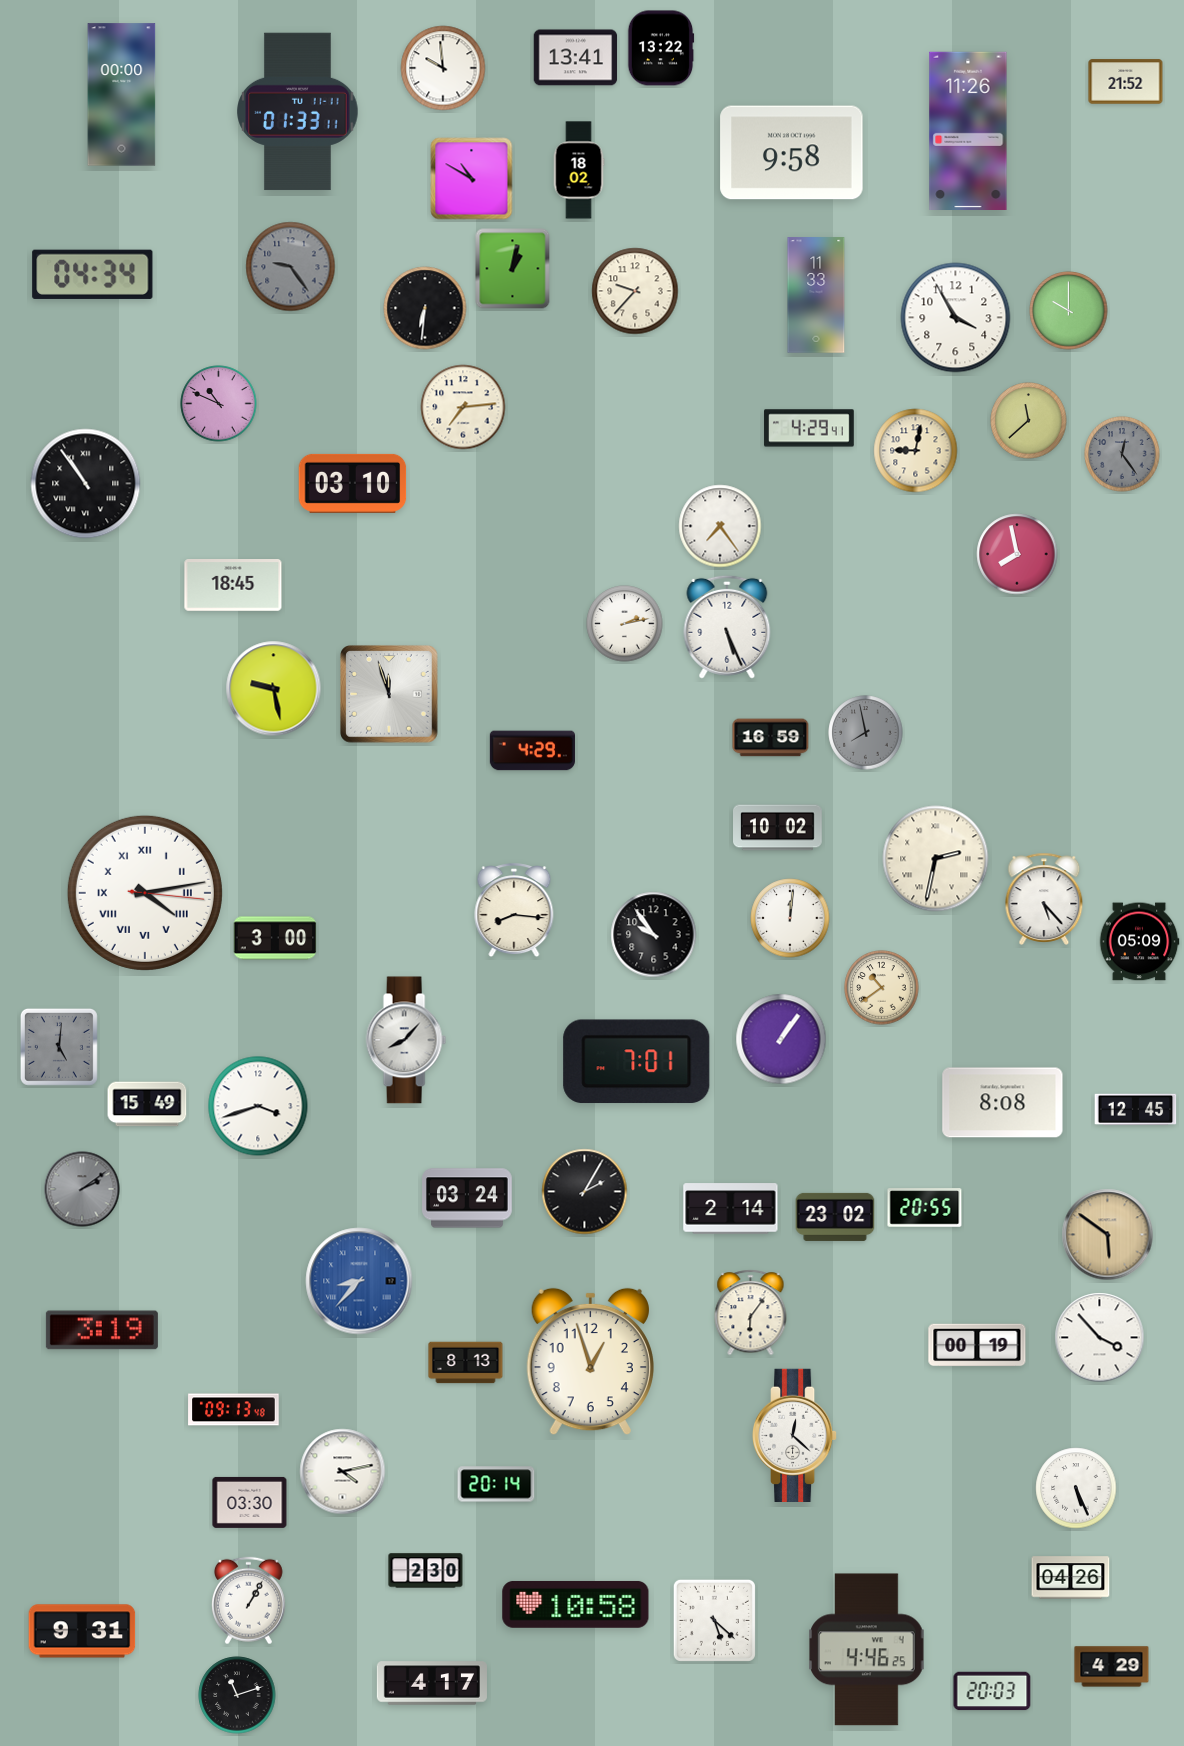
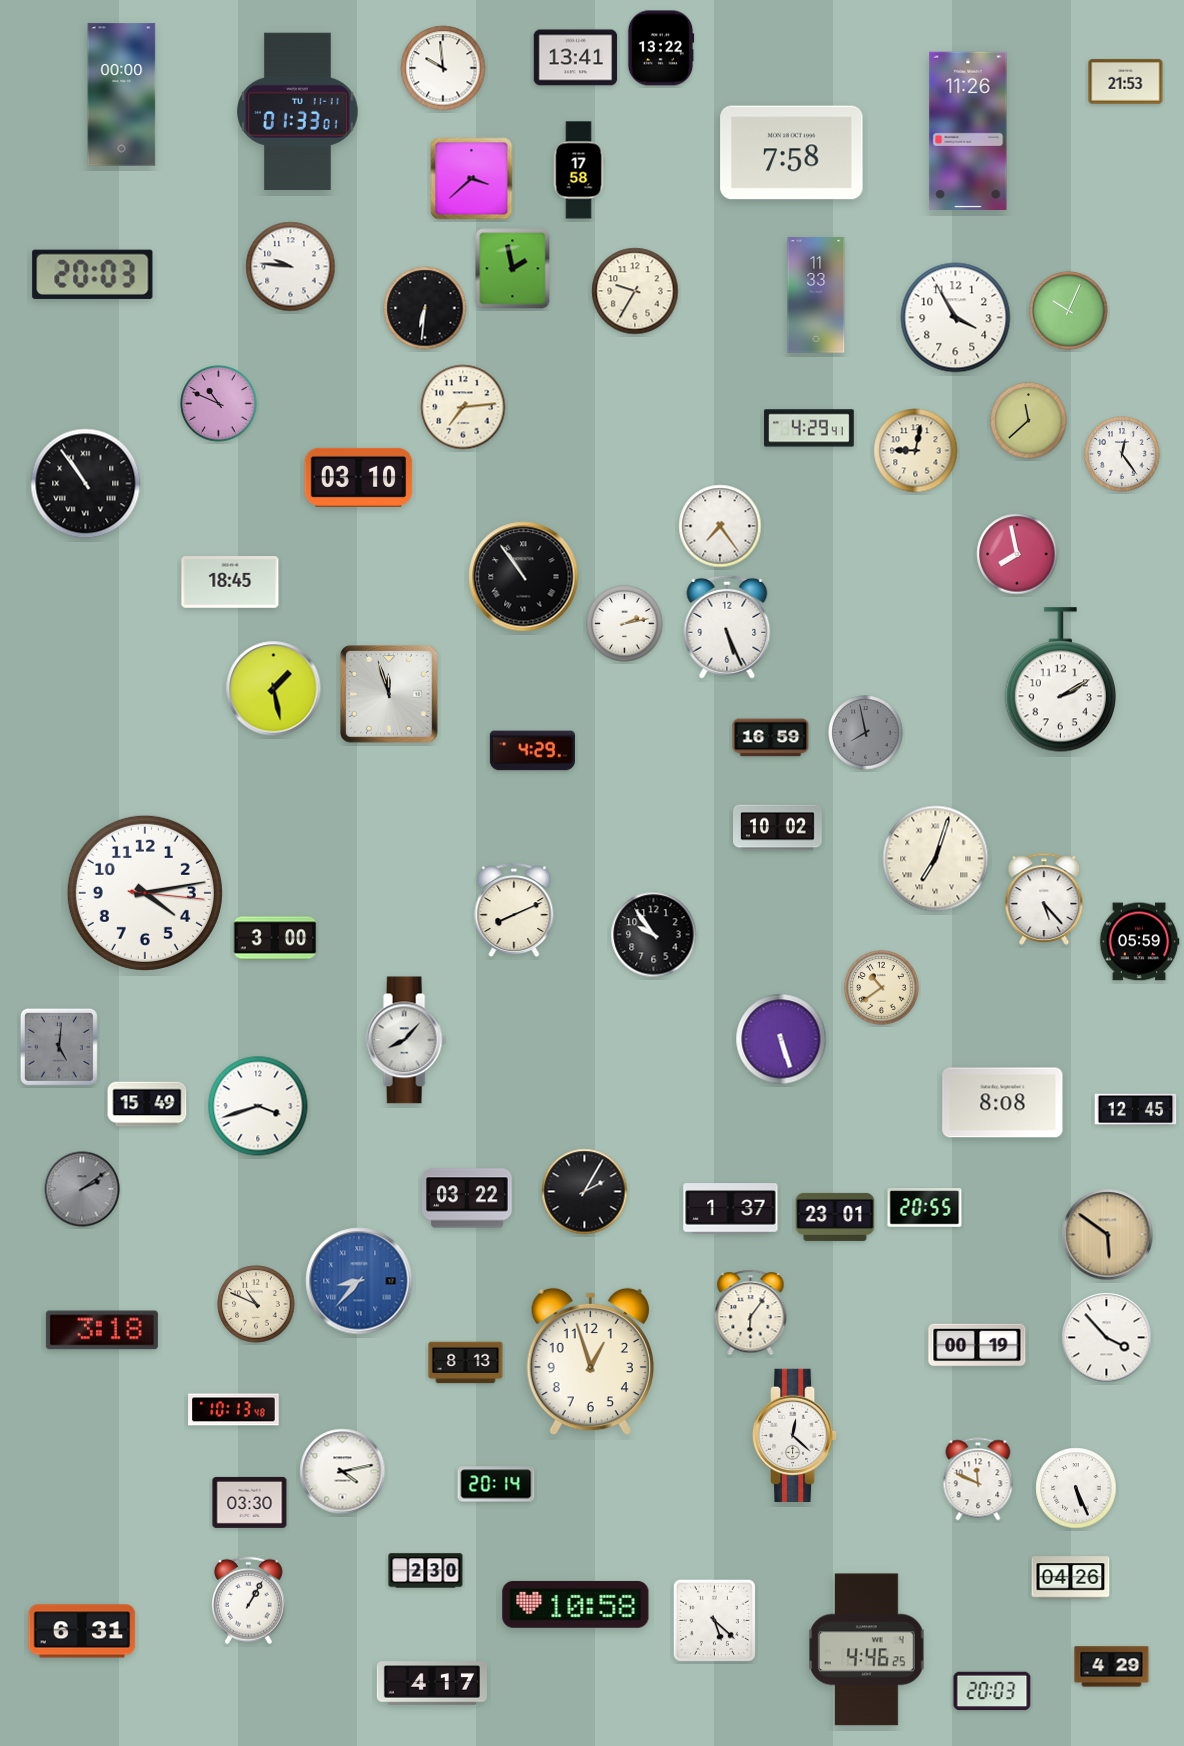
clock at (1126, 82): 21:52 -> 21:53
clock at (298, 112): 01:33:11 -> 01:33:01
clock at (792, 153): 9:58 -> 7:58
clock at (579, 170): 18:02 -> 17:58
clock at (472, 179): 10:50 -> 3:38
clock at (291, 267): 9:24 -> 9:46
clock at (291, 267) dial: grey -> white
clock at (513, 269): 1:02 -> 1:58
clock at (93, 274): 04:34 -> 20:03
clock at (635, 291): 9:37 -> 9:35
clock at (1069, 311): 10:00 -> 10:04
clock at (1122, 454) dial: grey -> white
clock at (353, 483) position: (353, 483) -> (359, 477)
clock at (524, 577): none -> 10:54
clock at (233, 586) position: (233, 586) -> (230, 583)
clock at (1060, 680): none -> 2:10
clock at (274, 689): 9:28 -> 1:28
clock at (936, 859): 2:32 -> 7:03
clock at (145, 893) numerals: Roman -> Arabic
clock at (514, 911): 8:16 -> 8:11
clock at (790, 918): 12:01 -> none
clock at (1139, 942): 05:09 -> 05:59
clock at (781, 1039): 1:06 -> 5:27
clock at (637, 1062): 7:01 -> none
clock at (467, 1198): 03:24 -> 03:22
clock at (731, 1209): 2:14 -> 1:37
clock at (835, 1217): 23:02 -> 23:01
clock at (256, 1304): none -> 10:49
clock at (102, 1330): 3:19 -> 3:18
clock at (1100, 1338) position: (1100, 1338) -> (1107, 1338)
clock at (234, 1410): 09:13 -> 10:13
clock at (978, 1479): none -> 11:49
clock at (82, 1631): 9:31 -> 6:31
clock at (237, 1695): 11:12 -> none
